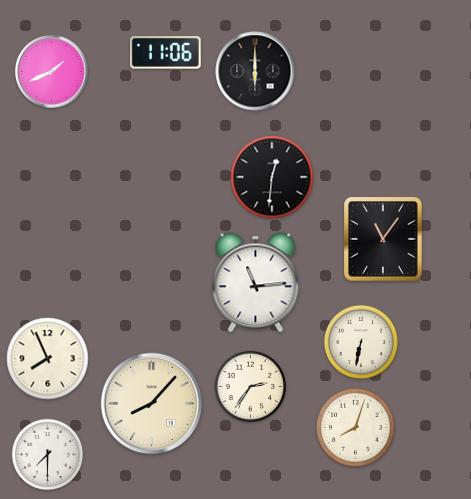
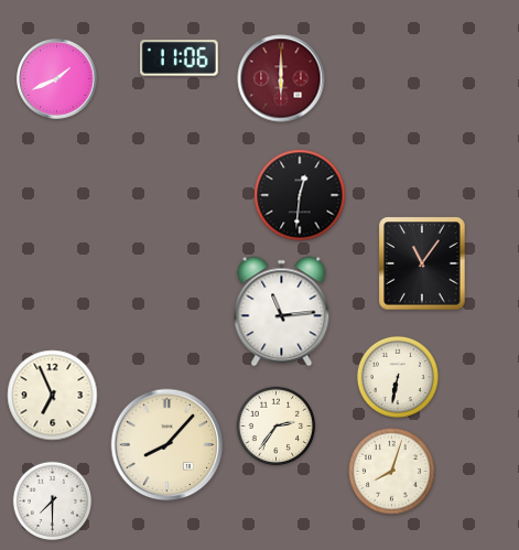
clock at (165, 53) position: (165, 53) -> (179, 58)
clock at (255, 71) dial: black -> burgundy
clock at (48, 359): 7:56 -> 6:56
